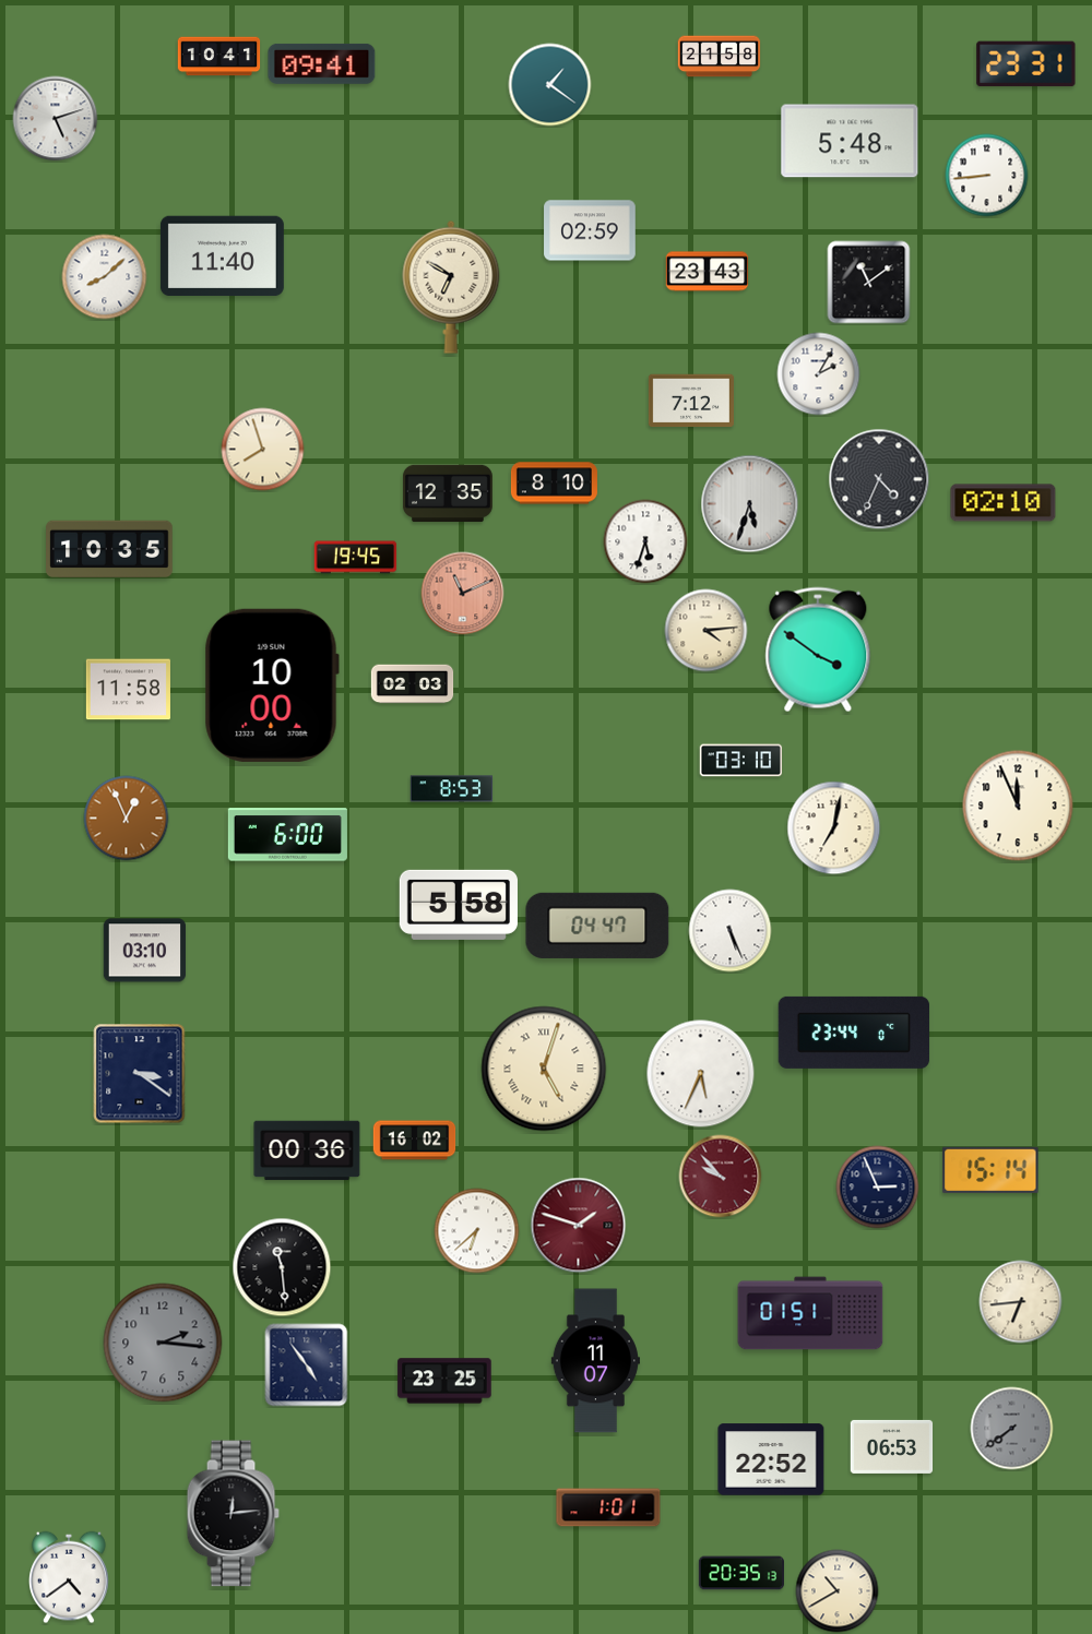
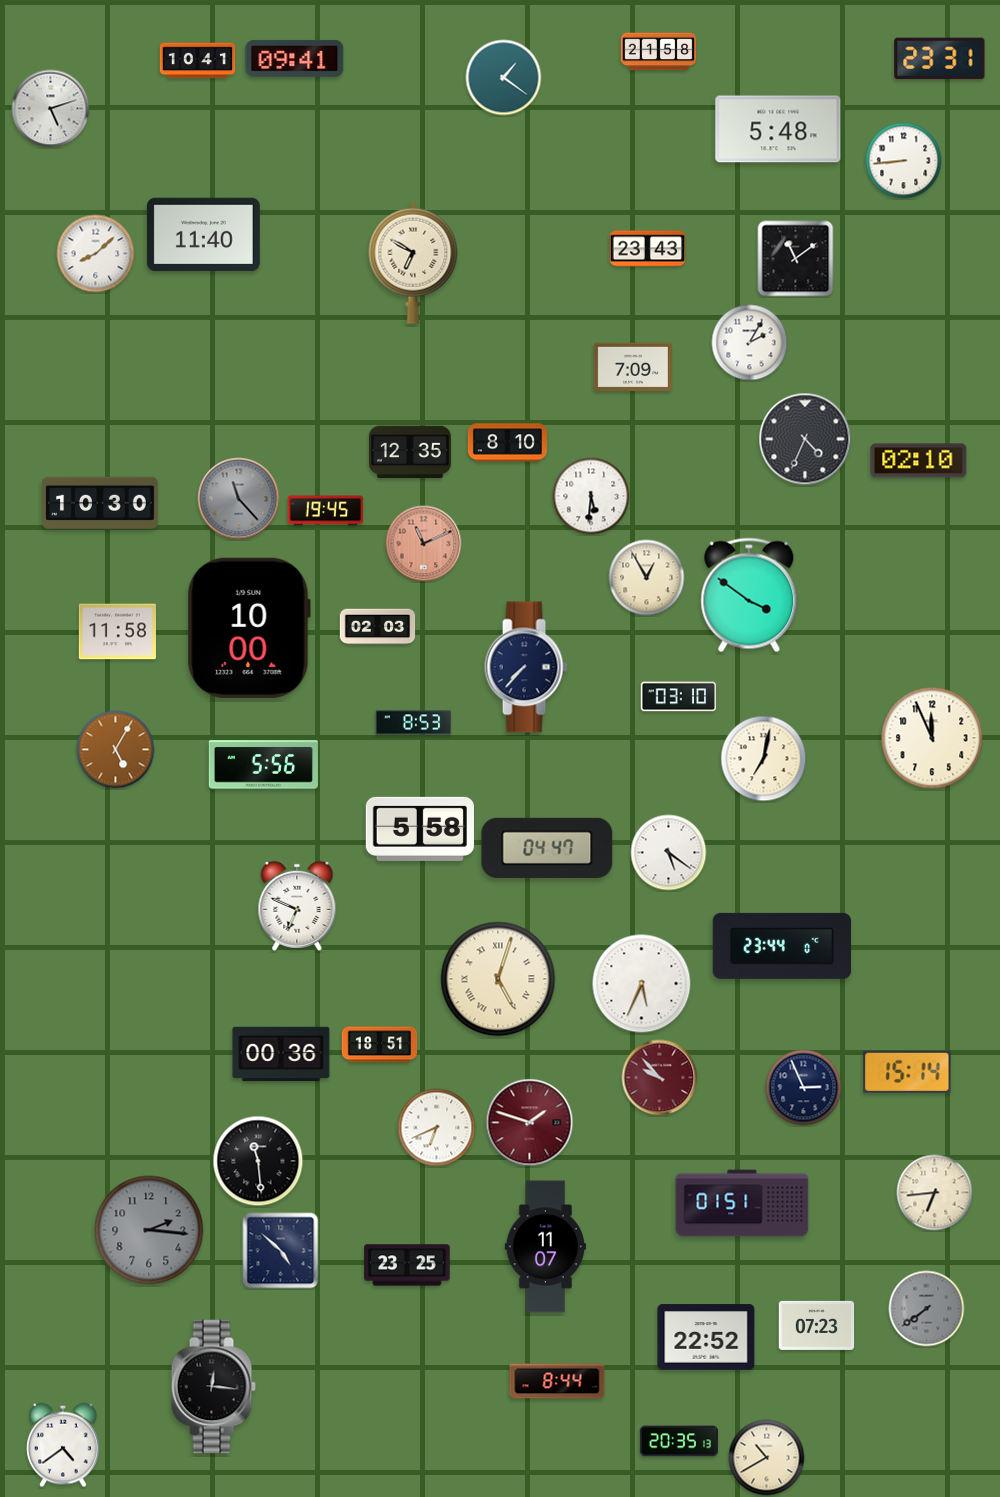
clock at (219, 57) position: (219, 57) -> (198, 61)
clock at (590, 230): 02:59 -> none
clock at (691, 401): 7:12 -> 7:09
clock at (263, 450): 7:57 -> none
clock at (750, 504): 5:33 -> none
clock at (645, 541): 5:33 -> 5:31
clock at (239, 499): none -> 11:23
clock at (109, 549): 10:35 -> 10:30
clock at (707, 631): 4:14 -> 12:55
clock at (526, 667): none -> 7:37
clock at (127, 819): 12:56 -> 5:05
clock at (287, 835): 6:00 -> 5:56
clock at (731, 931): 5:26 -> 5:21
clock at (145, 951): 03:10 -> none
clock at (297, 906): none -> 6:49
clock at (140, 1074): 3:21 -> none
clock at (415, 1141): 16:02 -> 18:51
clock at (477, 1231): 6:38 -> 6:41
clock at (307, 1365): 4:54 -> 4:52
clock at (892, 1446): 06:53 -> 07:23
clock at (608, 1507): 1:01 -> 8:44
clock at (233, 1514): 12:14 -> 12:16
